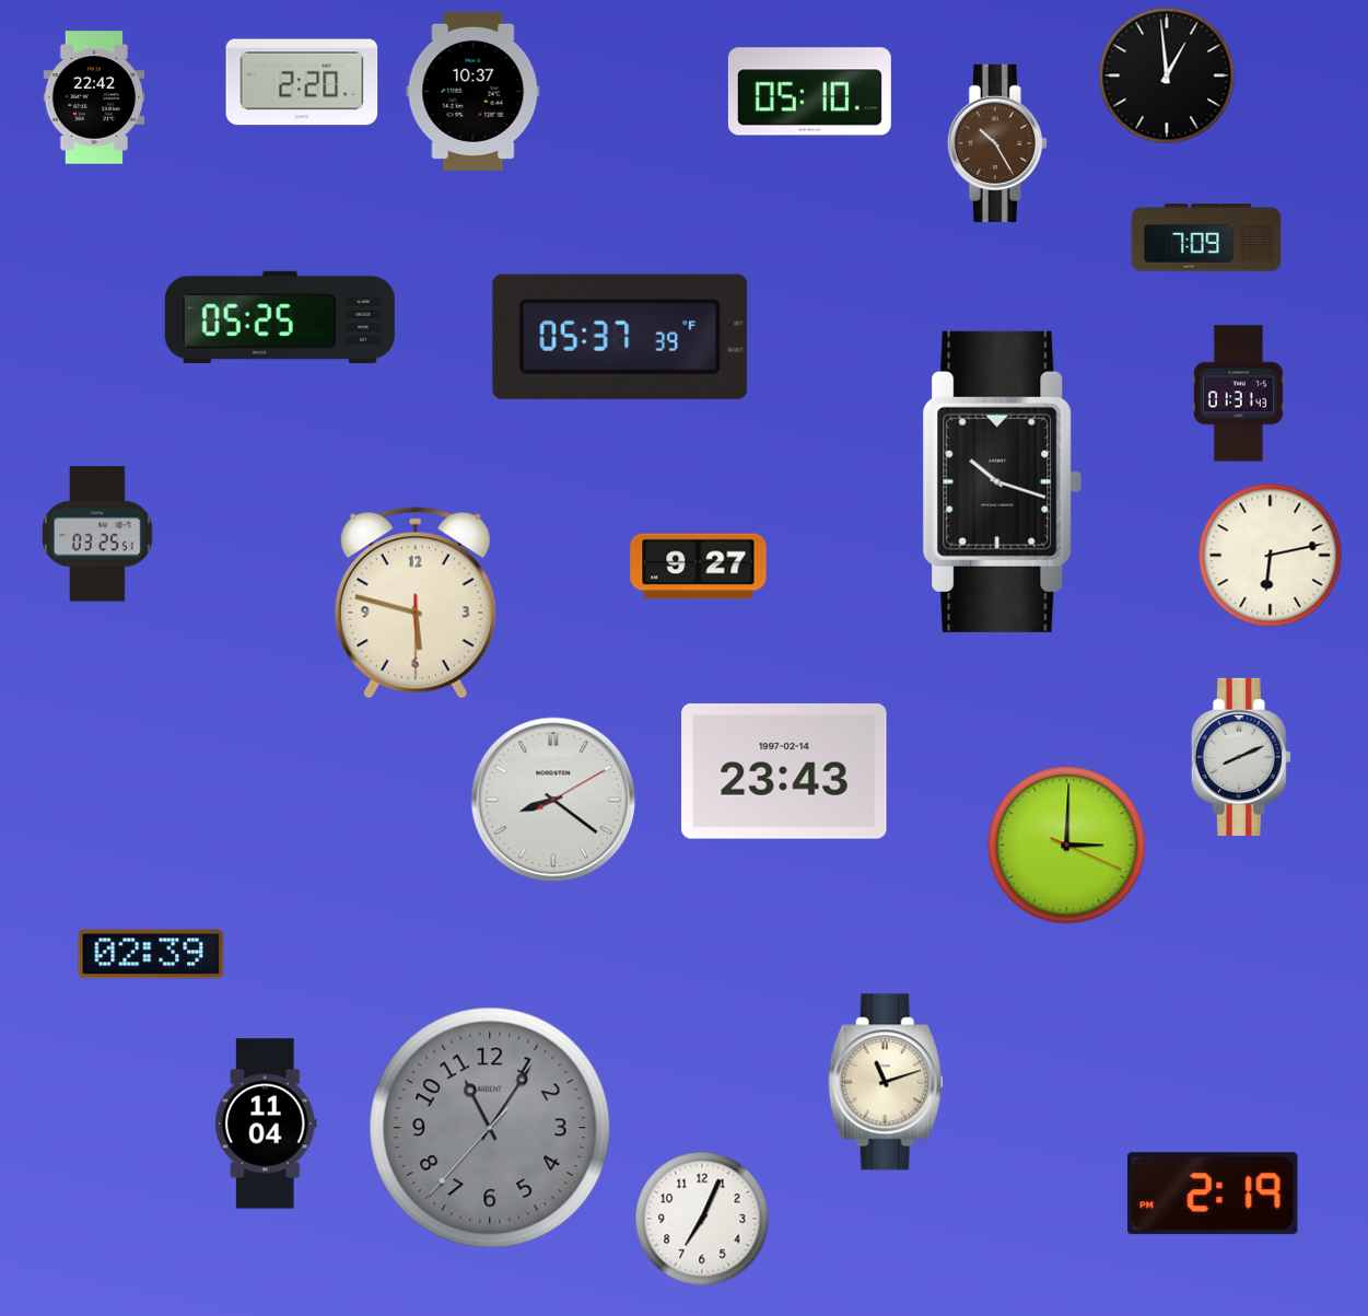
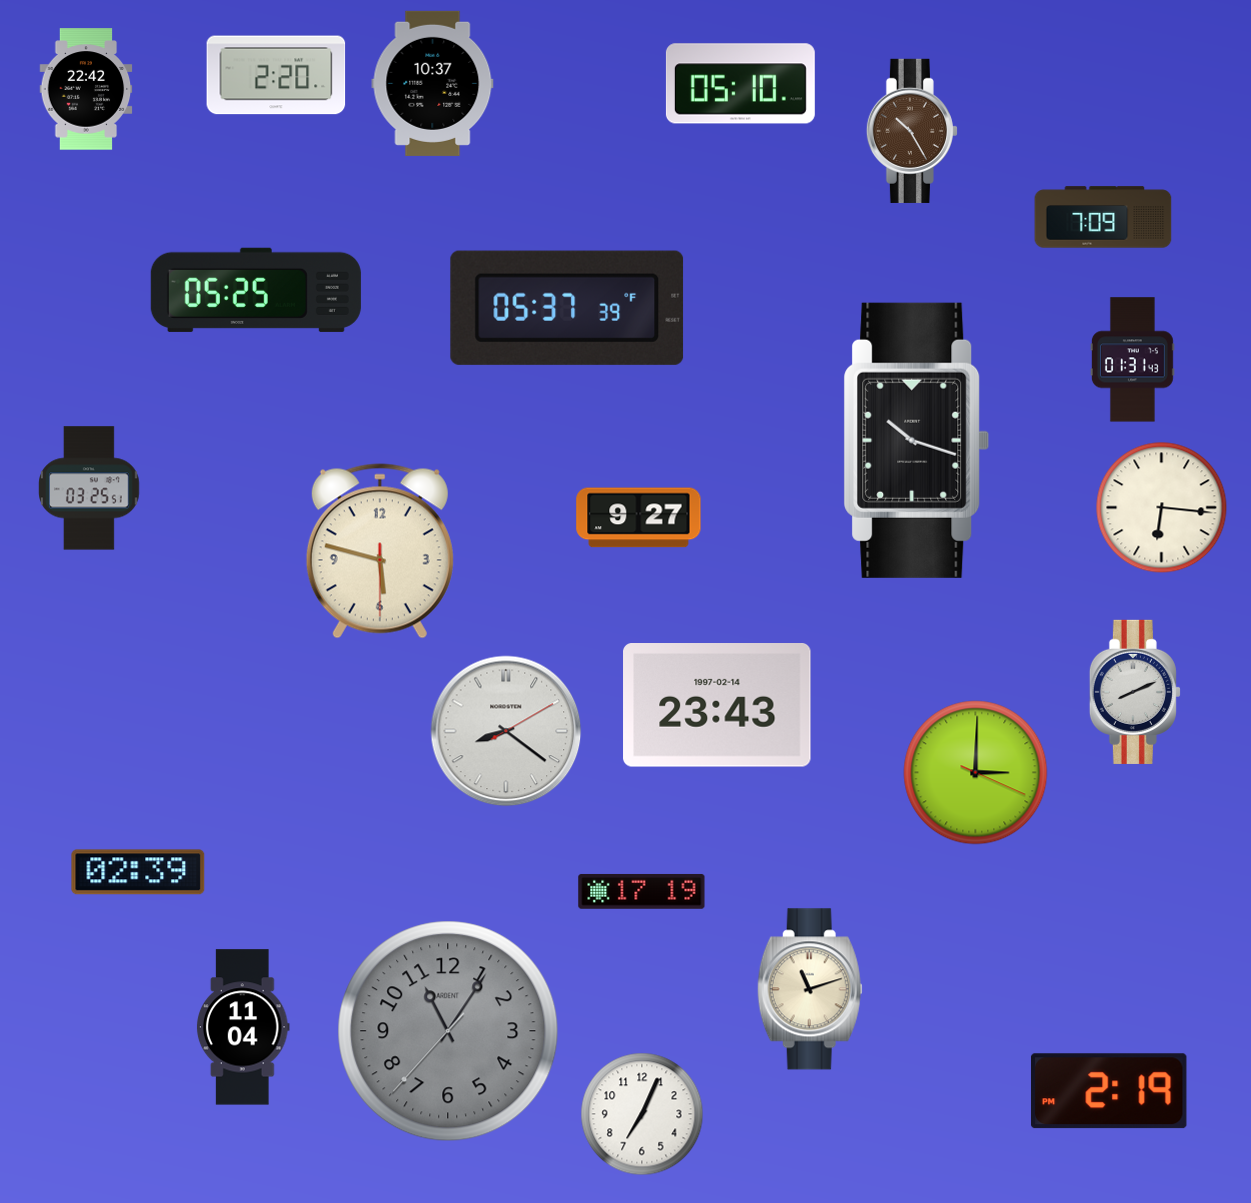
clock at (1167, 75): 12:59 -> none
clock at (1271, 556): 6:13 -> 6:16
clock at (642, 891): none -> 17:19
